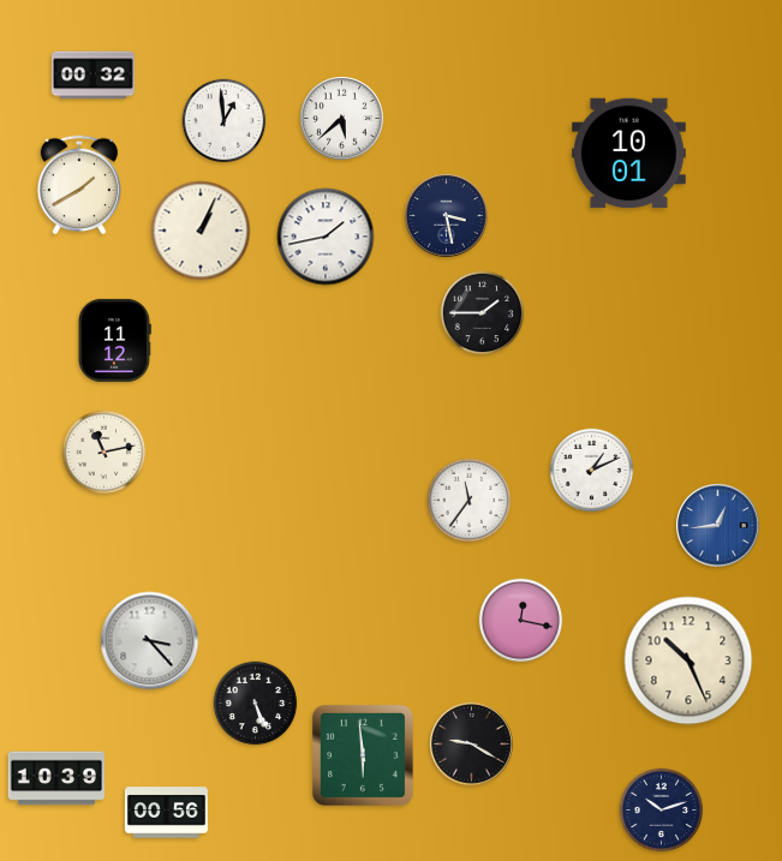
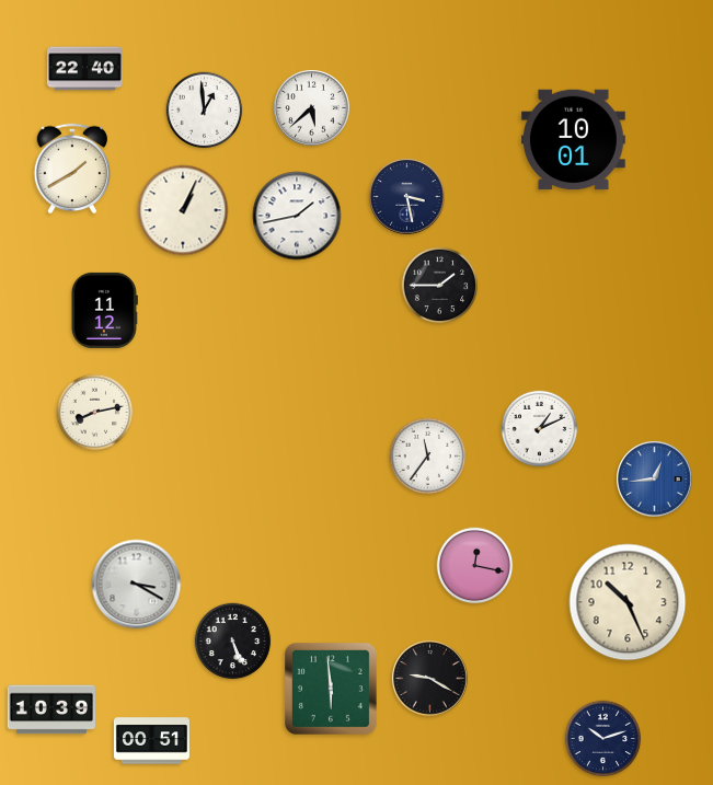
clock at (92, 76): 00:32 -> 22:40
clock at (105, 453): 11:13 -> 8:13
clock at (150, 641): 3:23 -> 3:20
clock at (166, 813): 00:56 -> 00:51
